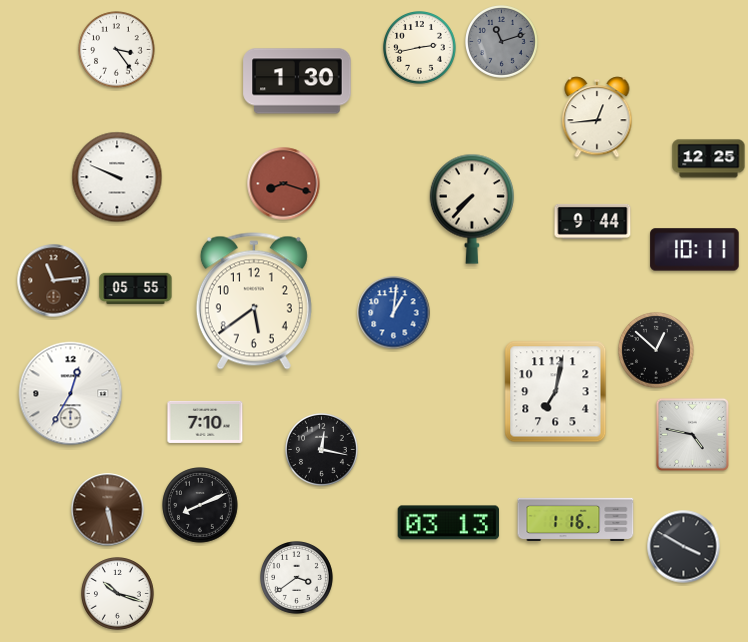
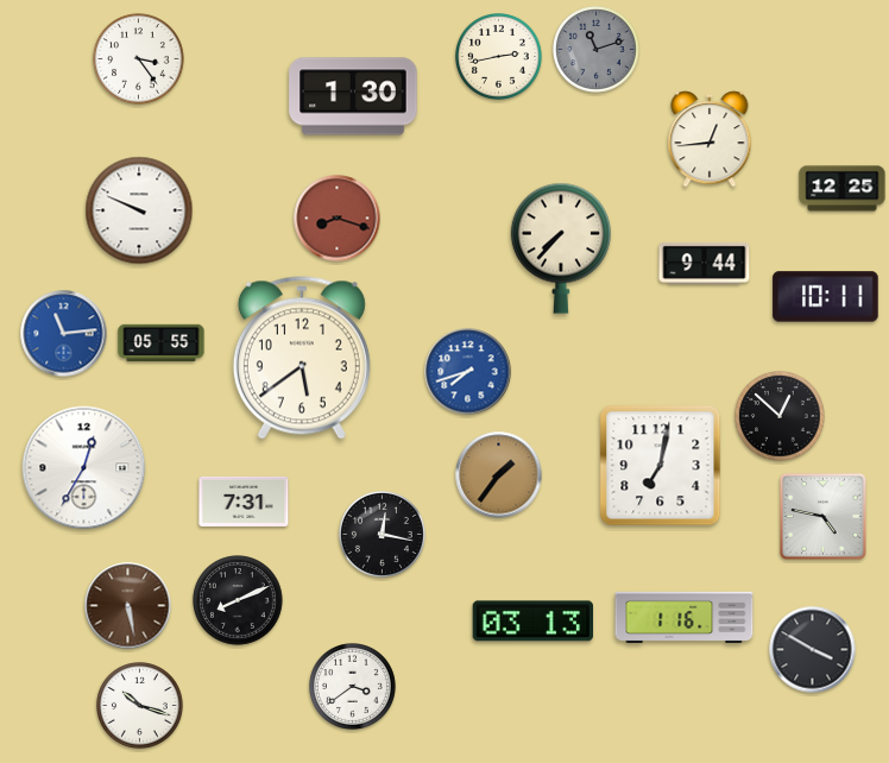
clock at (54, 281) dial: brown -> blue
clock at (394, 313): 1:01 -> 7:42
clock at (499, 475): none -> 1:36
clock at (205, 422): 7:10 -> 7:31
